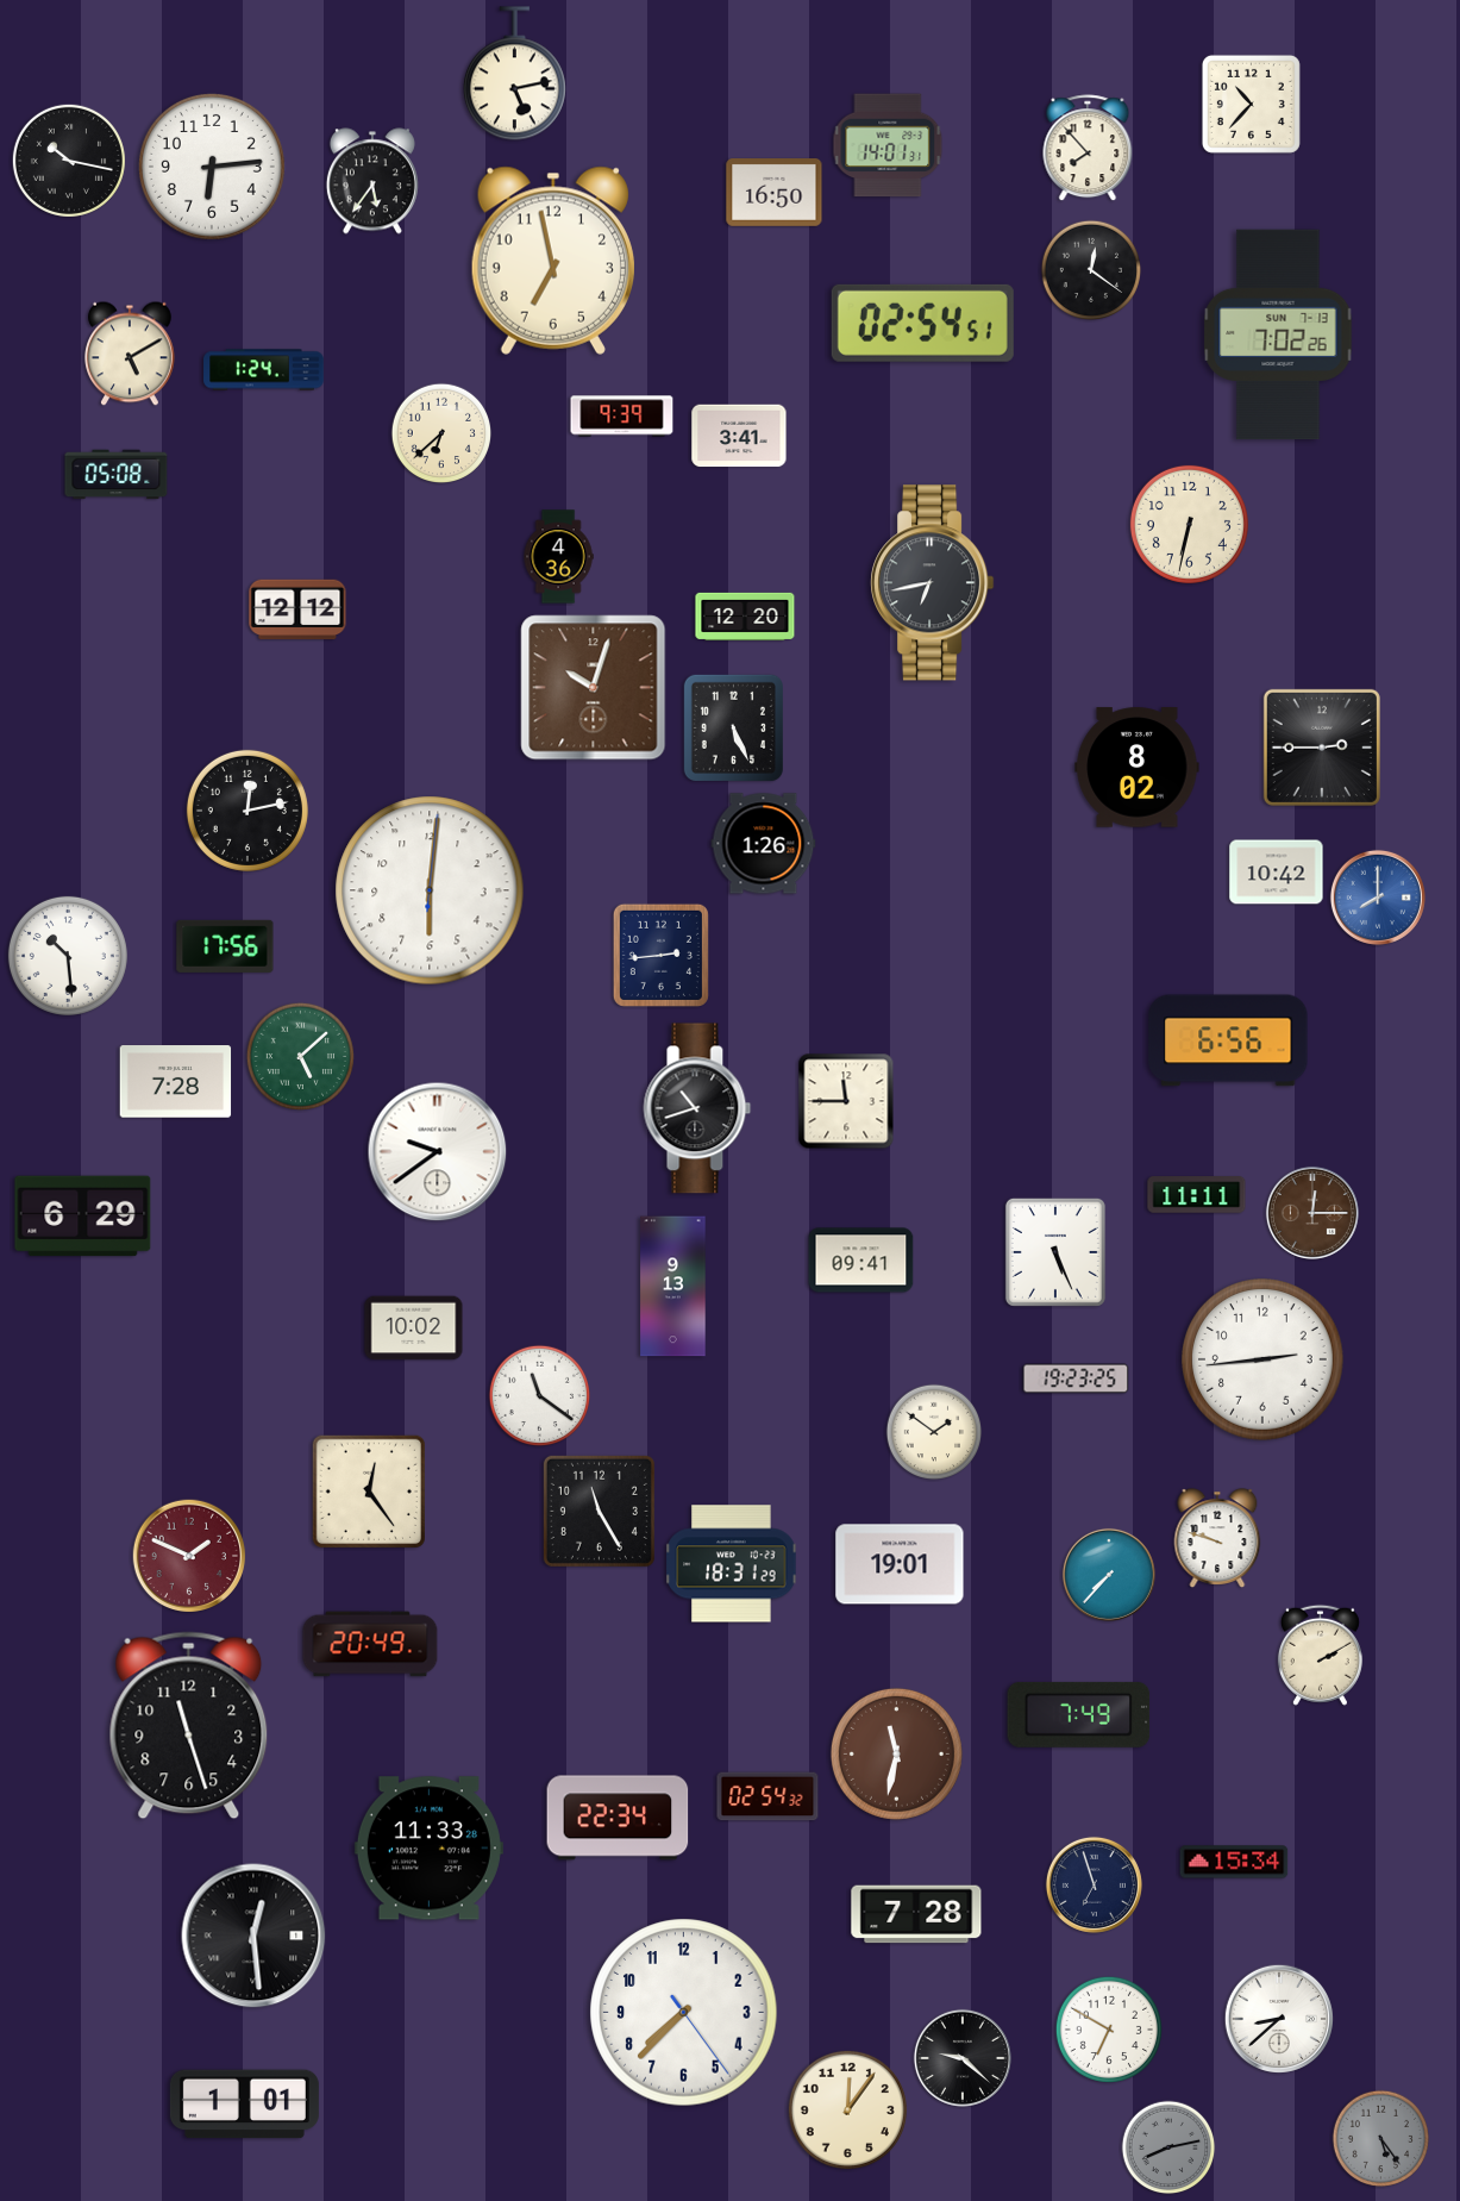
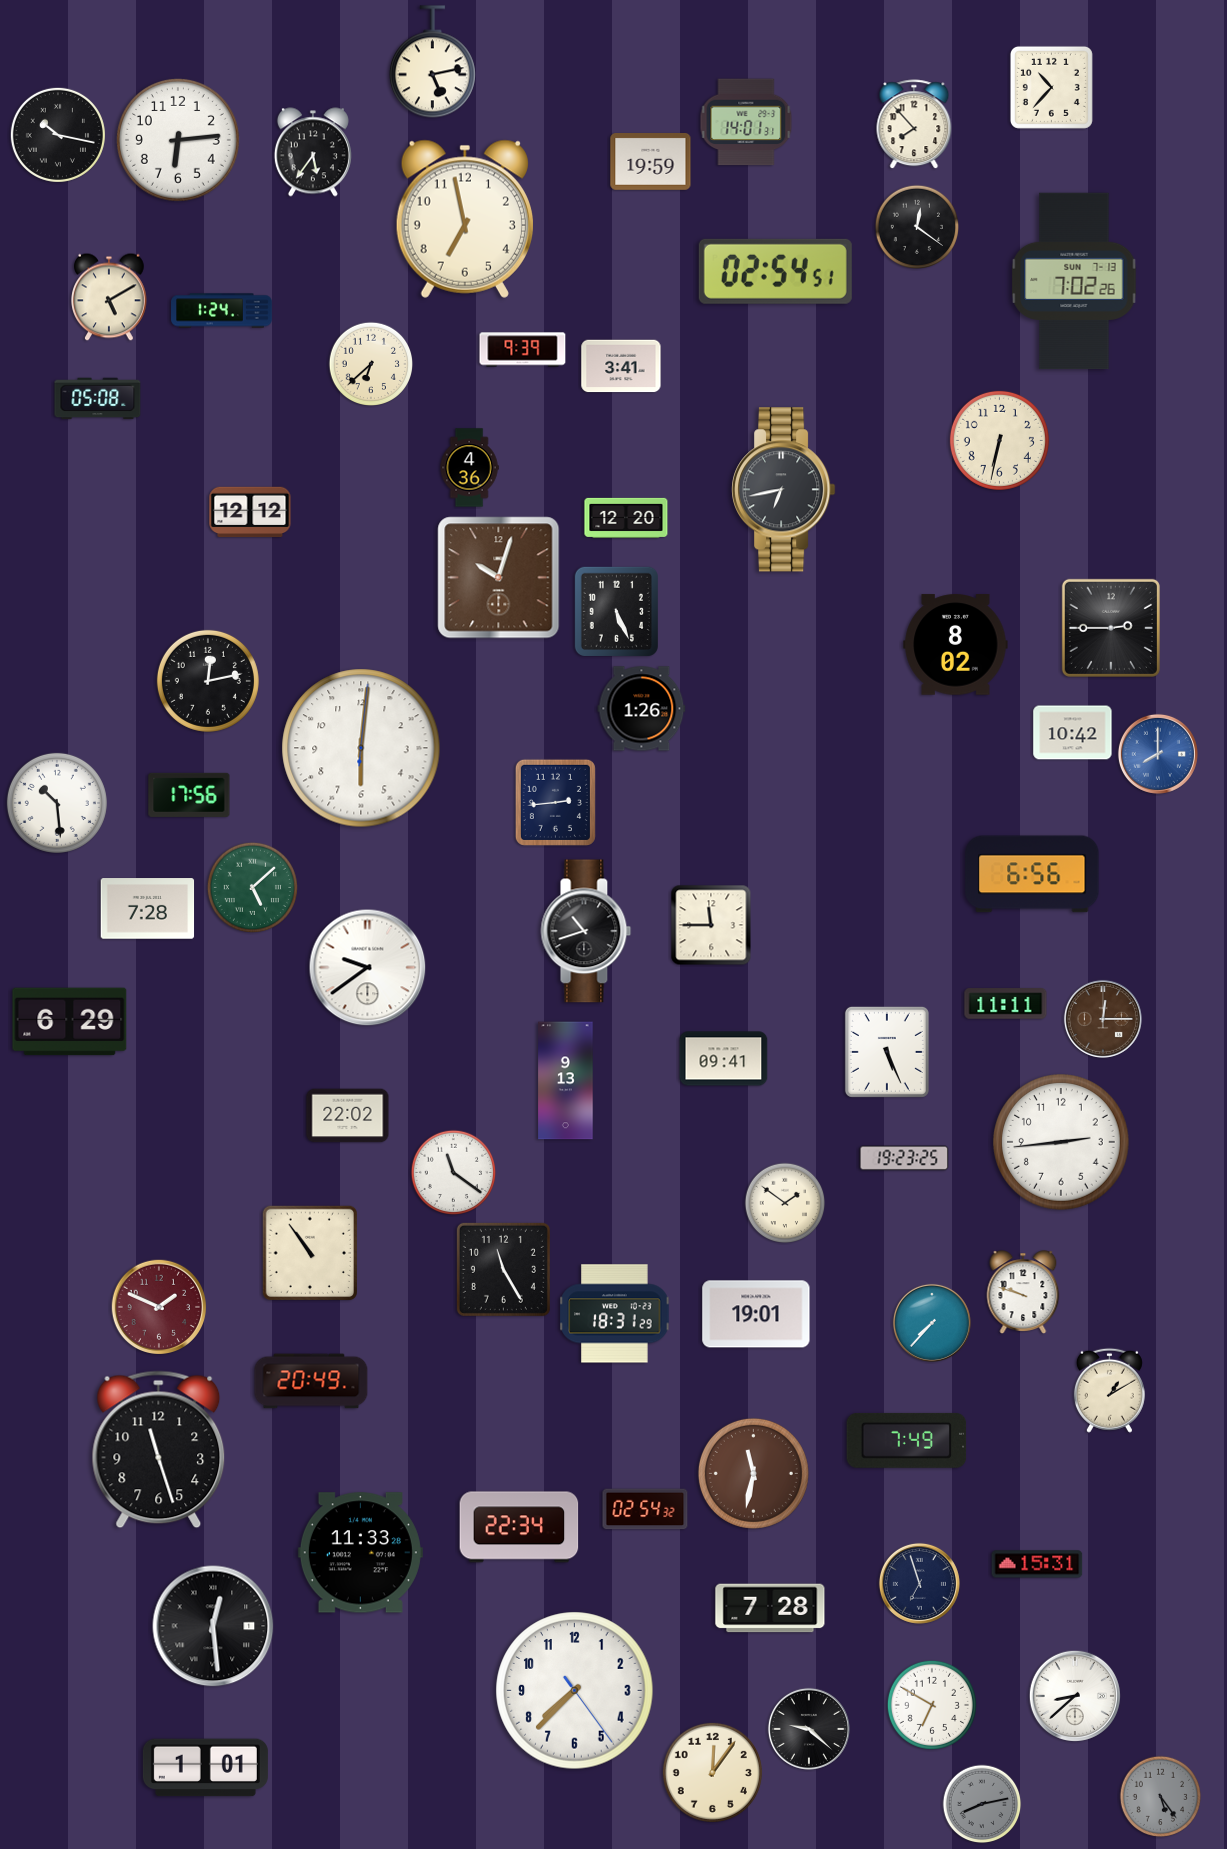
clock at (775, 193): 16:50 -> 19:59
clock at (414, 1328): 10:02 -> 22:02
clock at (368, 1490): 12:24 -> 10:54
clock at (1320, 1655): 2:10 -> 1:10
clock at (1234, 1862): 15:34 -> 15:31
